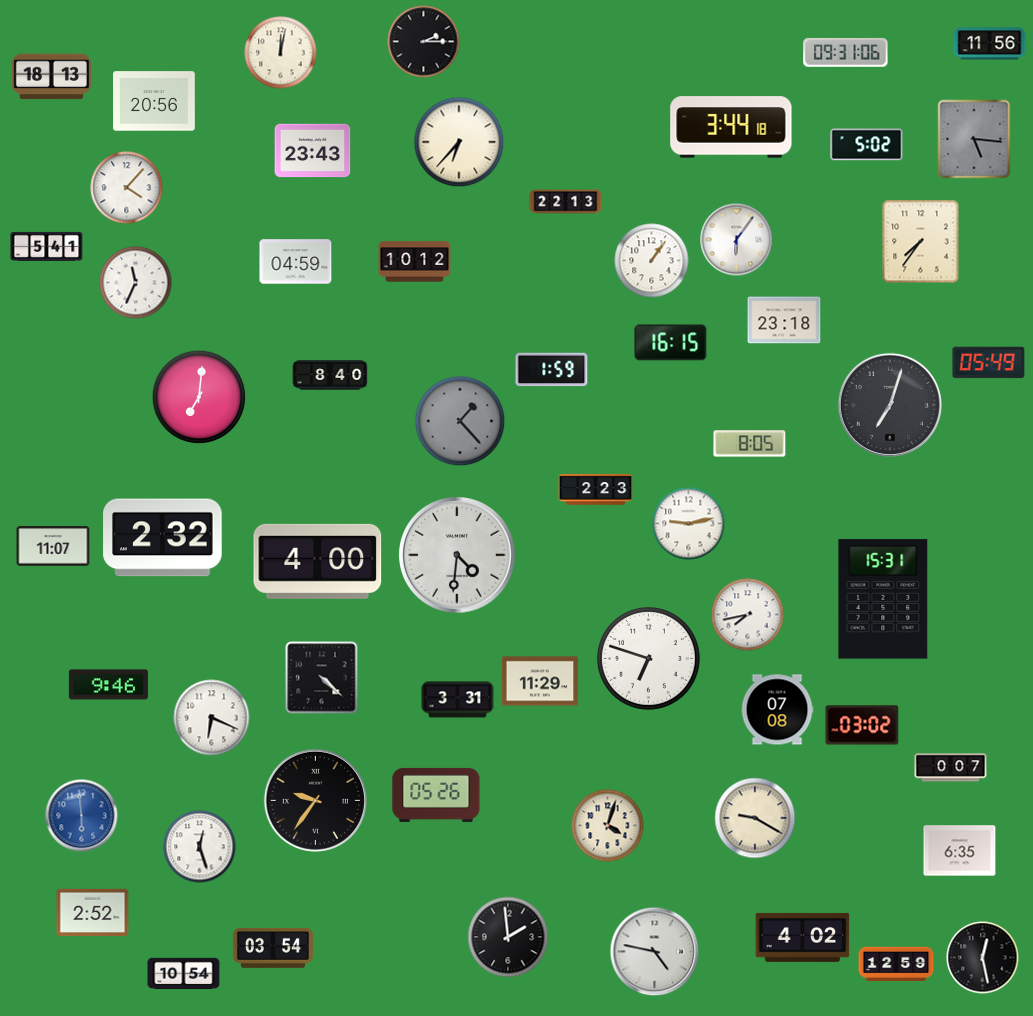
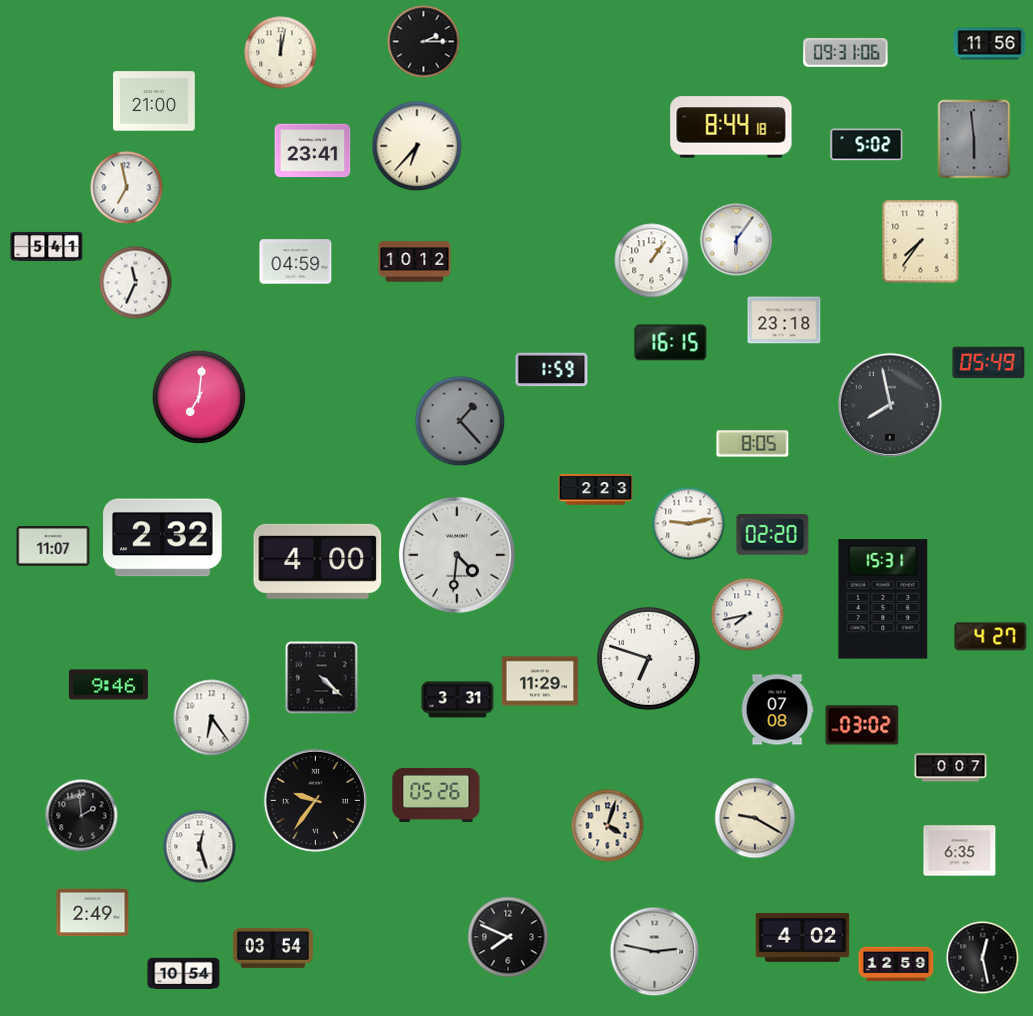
clock at (51, 77): 18:13 -> none
clock at (155, 101): 20:56 -> 21:00
clock at (731, 127): 3:44 -> 8:44
clock at (974, 139): 5:16 -> 5:59
clock at (459, 142) position: (459, 142) -> (417, 146)
clock at (313, 151): 23:43 -> 23:41
clock at (127, 188): 4:07 -> 6:58
clock at (566, 202): 22:13 -> none
clock at (330, 375): 8:40 -> none
clock at (890, 405): 7:03 -> 7:58
clock at (750, 444) position: (750, 444) -> (753, 444)
clock at (773, 535): none -> 02:20
clock at (991, 637): none -> 4:27
clock at (212, 718): 6:19 -> 6:24
clock at (82, 816): 5:59 -> 1:59
clock at (82, 816) dial: blue -> black
clock at (93, 913): 2:52 -> 2:49
clock at (508, 937): 1:59 -> 7:49
clock at (655, 952): 4:47 -> 2:47
